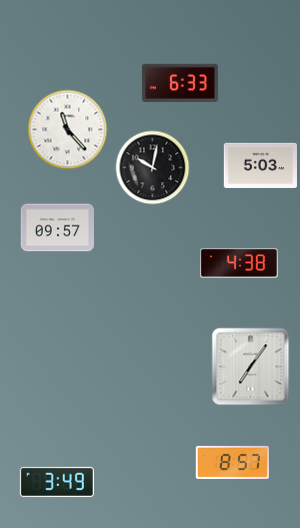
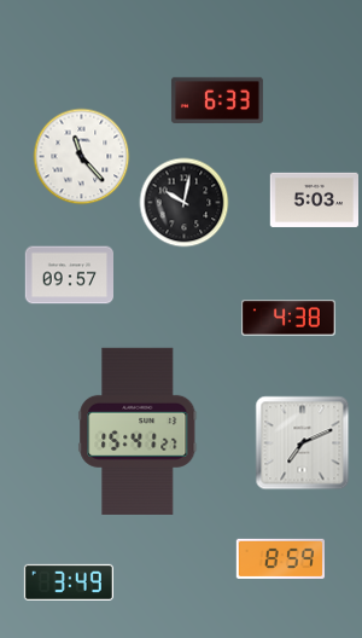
clock at (138, 431): none -> 15:41
clock at (251, 367): 7:06 -> 7:11
clock at (232, 462): 8:57 -> 8:59
